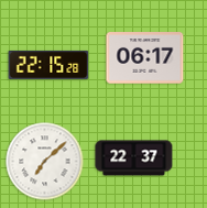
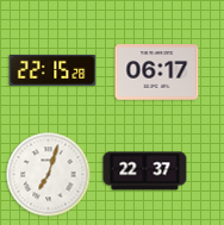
clock at (145, 58) position: (145, 58) -> (157, 73)
clock at (45, 162): 7:08 -> 7:03
